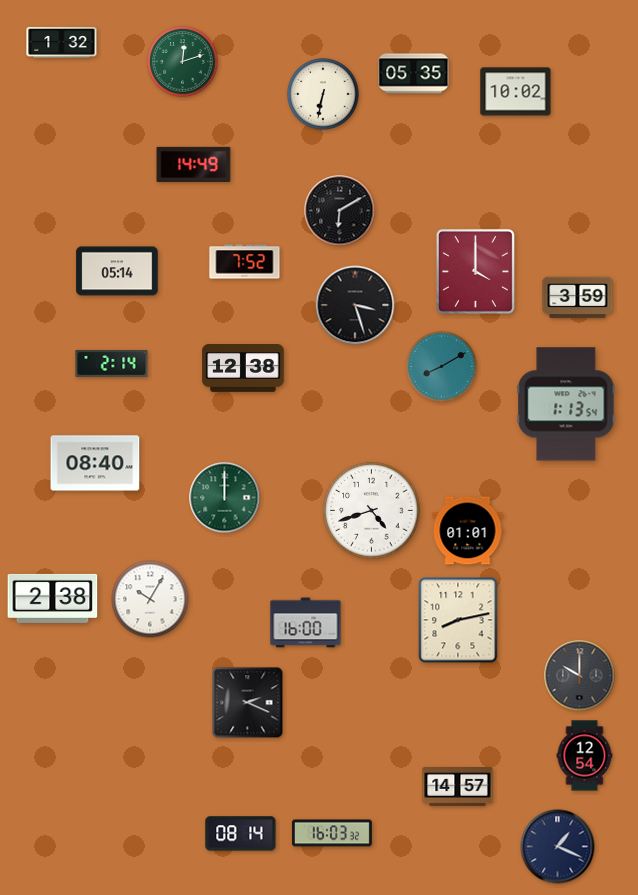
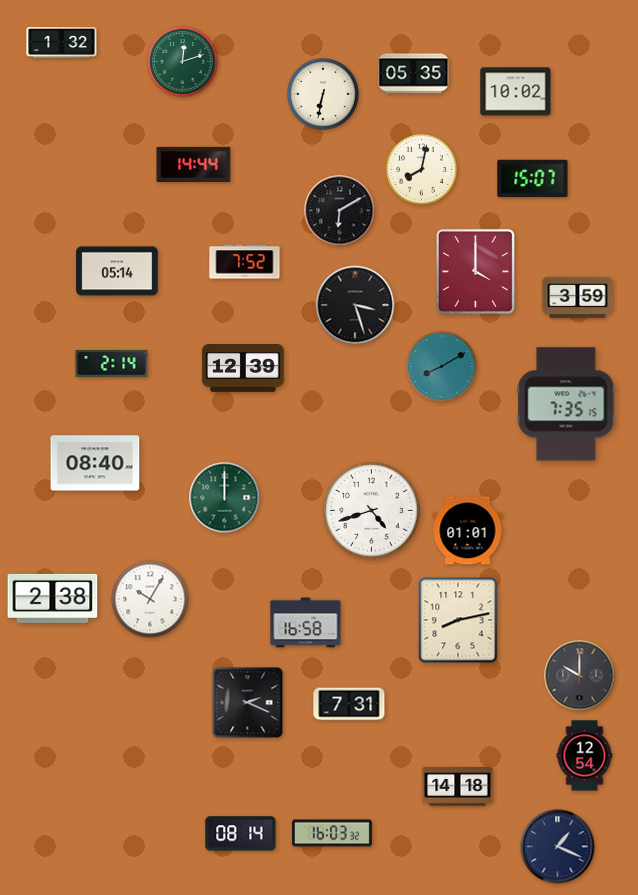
clock at (194, 164): 14:49 -> 14:44
clock at (422, 170): none -> 8:02
clock at (533, 179): none -> 15:07
clock at (243, 369): 12:38 -> 12:39
clock at (566, 404): 1:13 -> 7:35
clock at (306, 623): 16:00 -> 16:58
clock at (349, 704): none -> 7:31
clock at (458, 787): 14:57 -> 14:18
